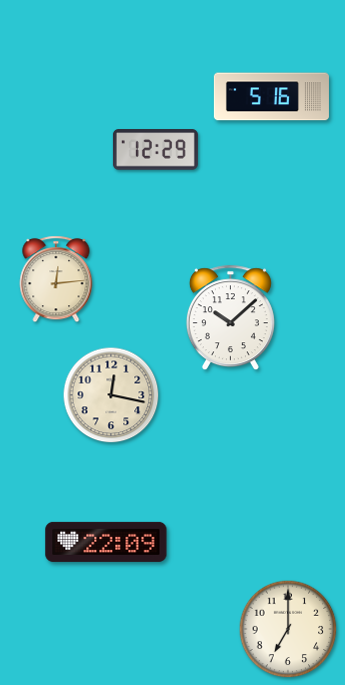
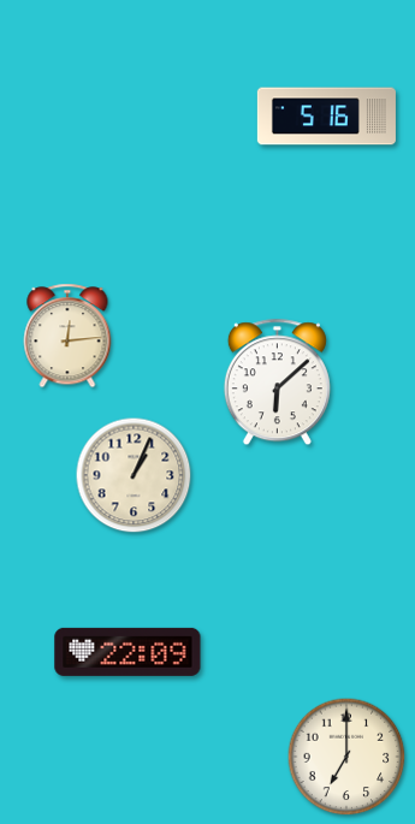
clock at (155, 150): 12:29 -> none
clock at (230, 318): 10:08 -> 6:08
clock at (111, 395): 12:17 -> 1:04
